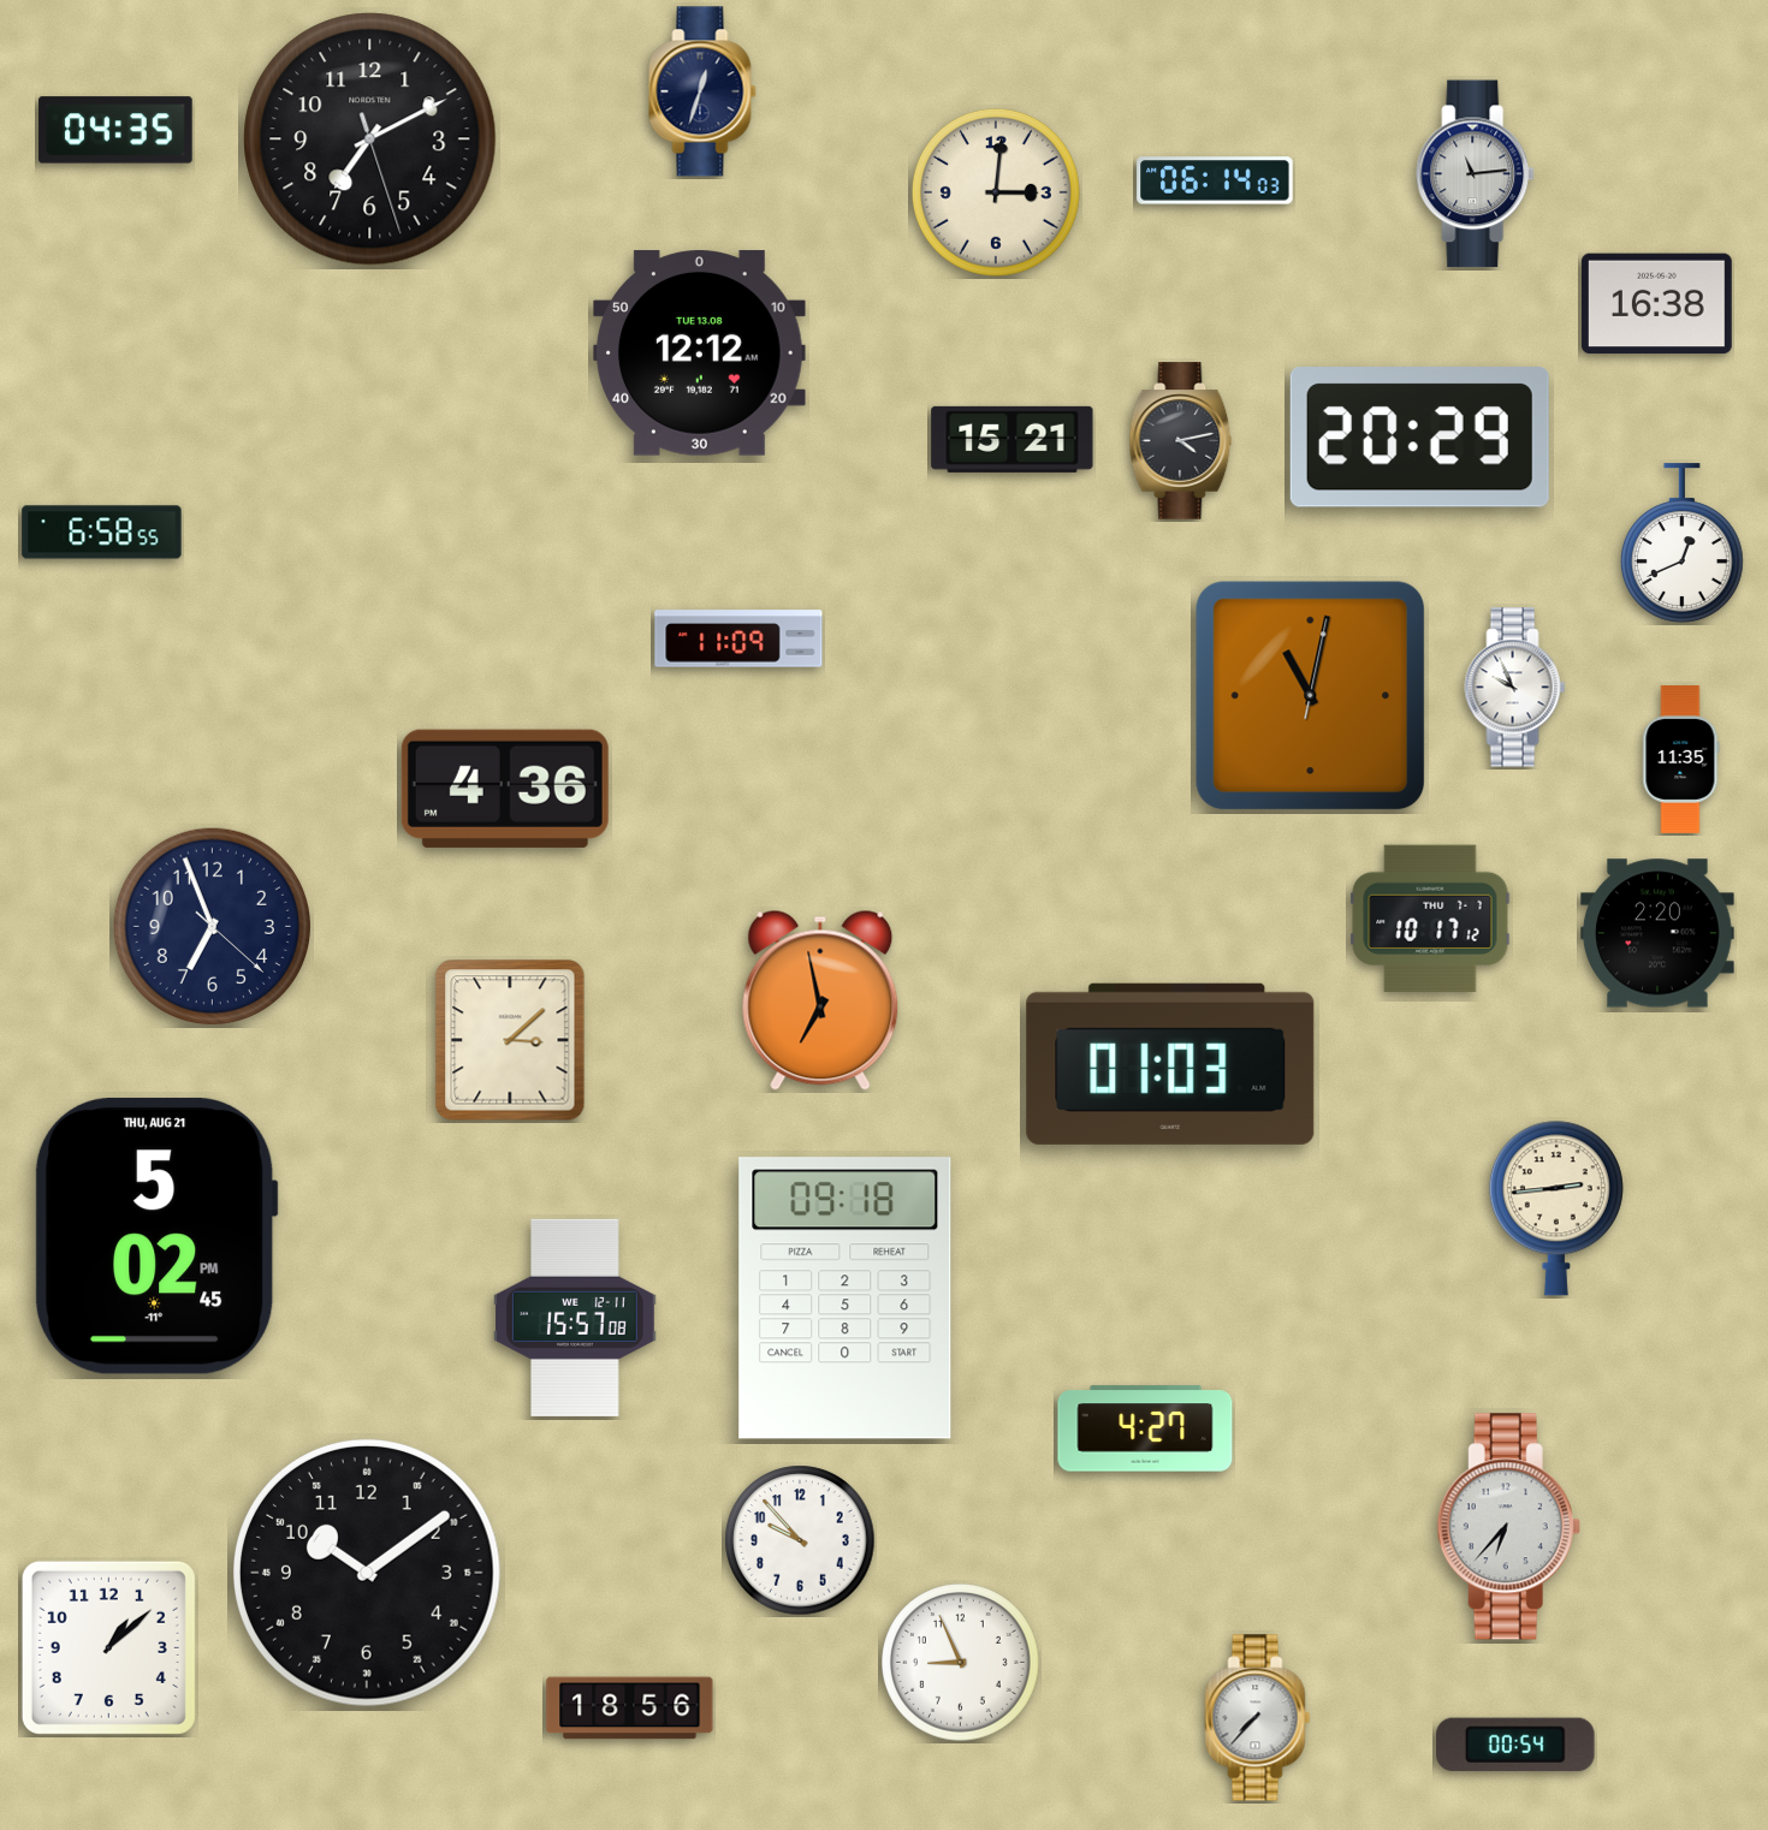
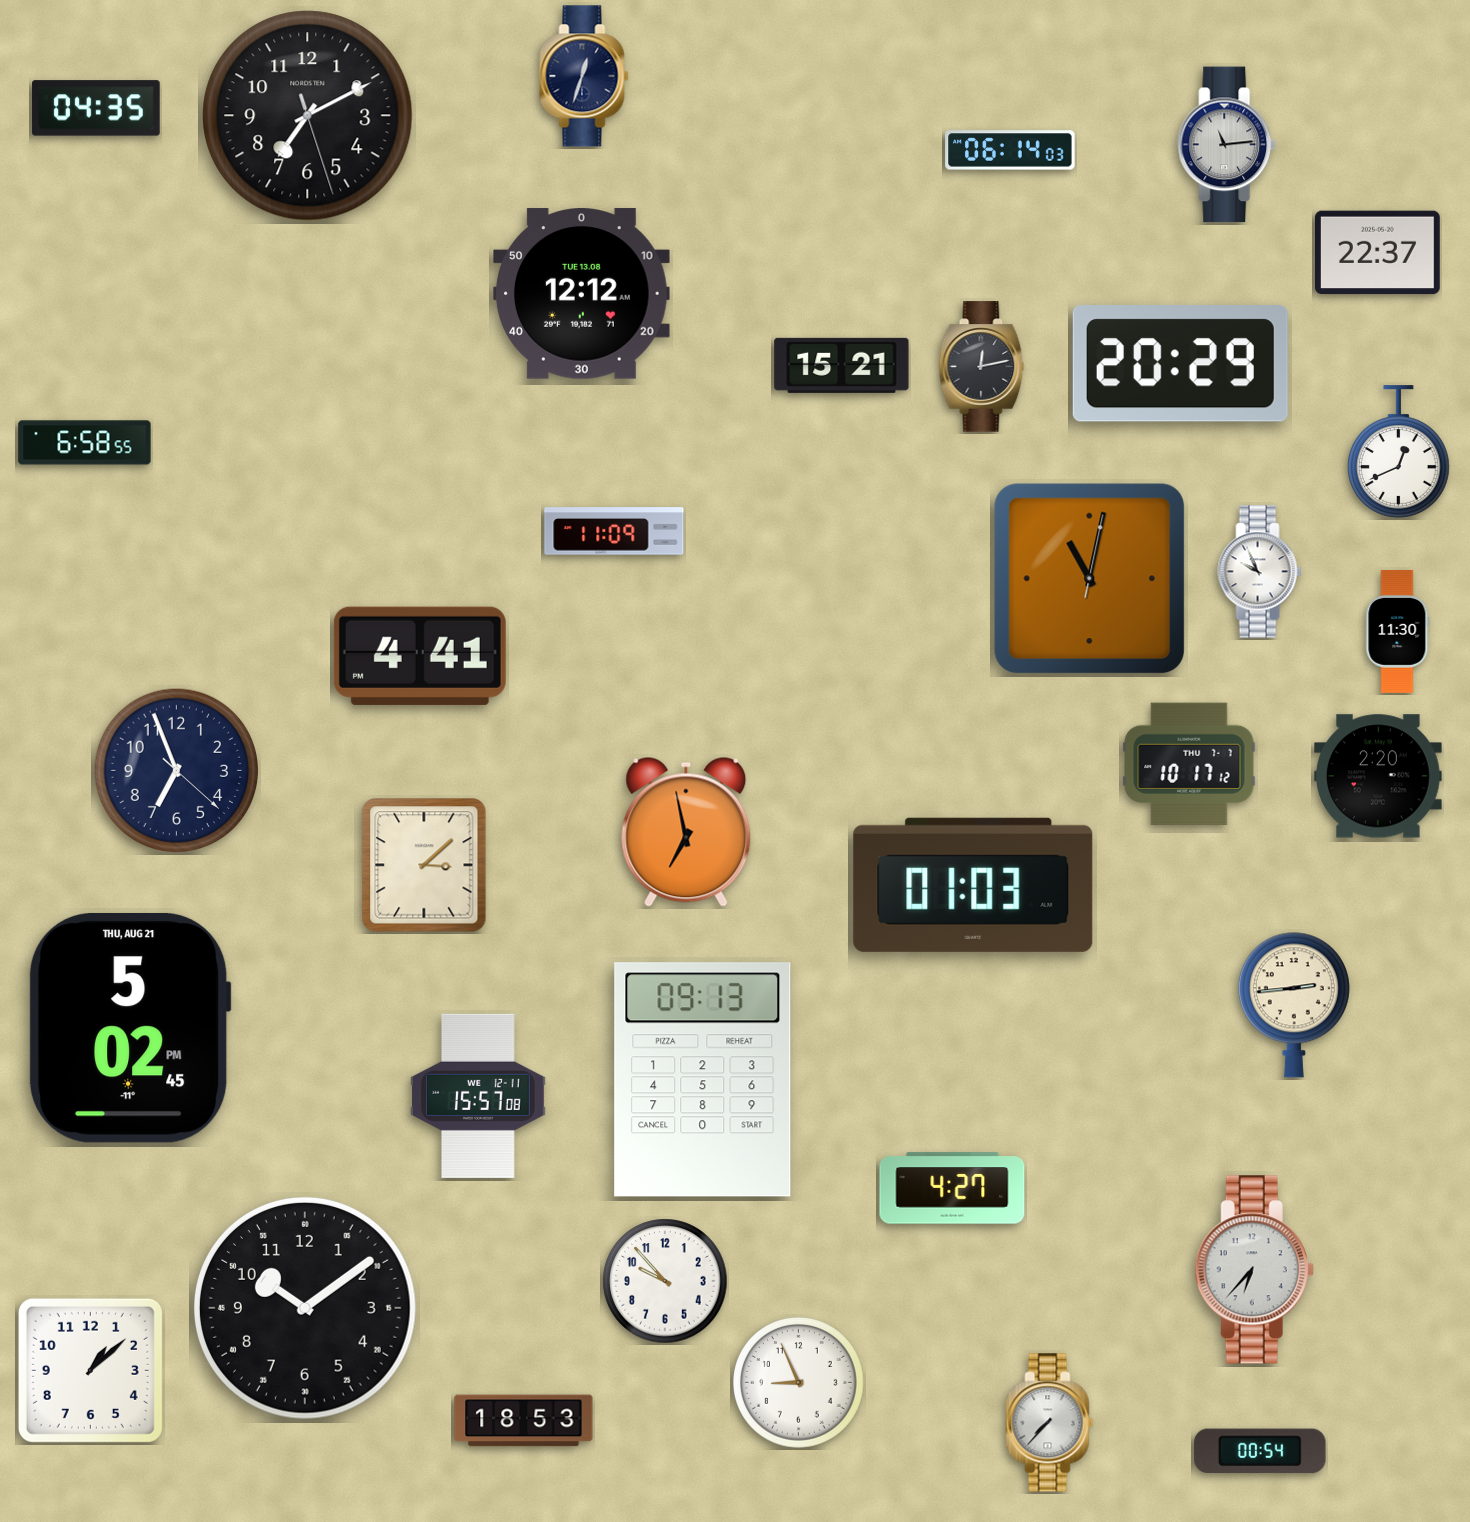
clock at (996, 192): 3:01 -> none
clock at (1656, 304): 16:38 -> 22:37
clock at (1181, 441): 4:13 -> 12:13
clock at (1681, 759): 11:35 -> 11:30
clock at (505, 789): 4:36 -> 4:41
clock at (820, 1000) position: (820, 1000) -> (686, 832)
clock at (846, 1299): 09:18 -> 09:13
clock at (630, 1709): 18:56 -> 18:53
clock at (1258, 1718) position: (1258, 1718) -> (1050, 1423)
